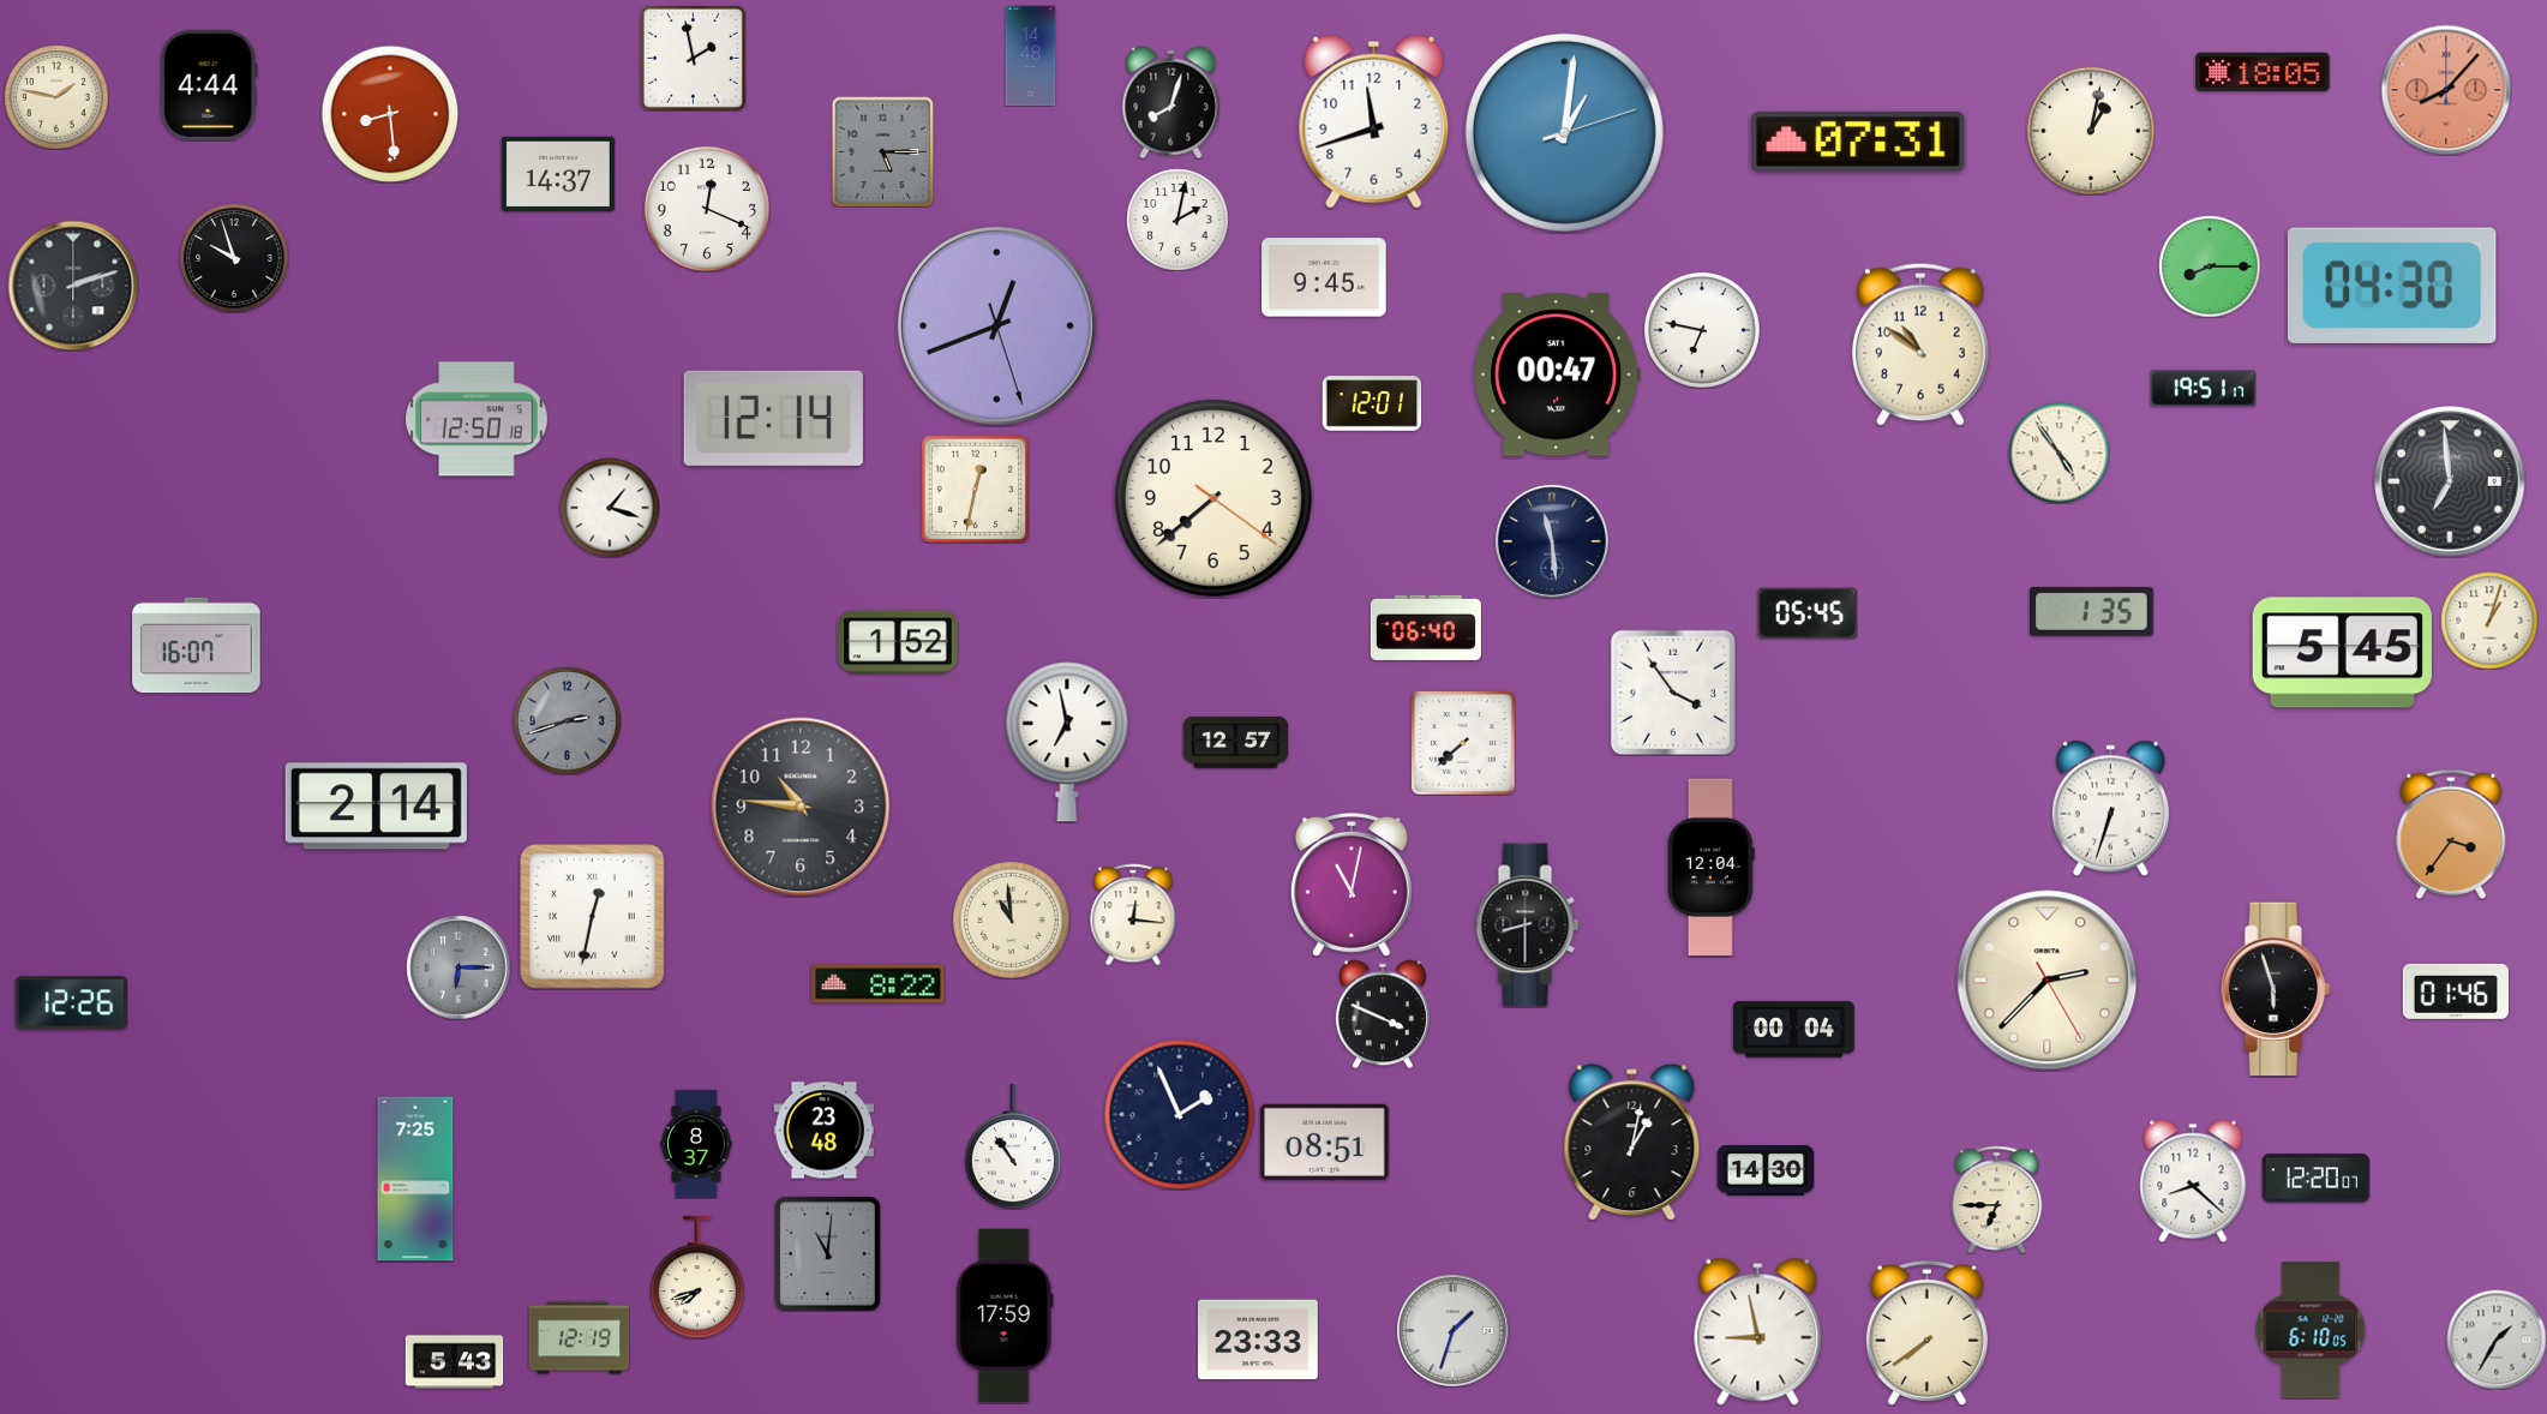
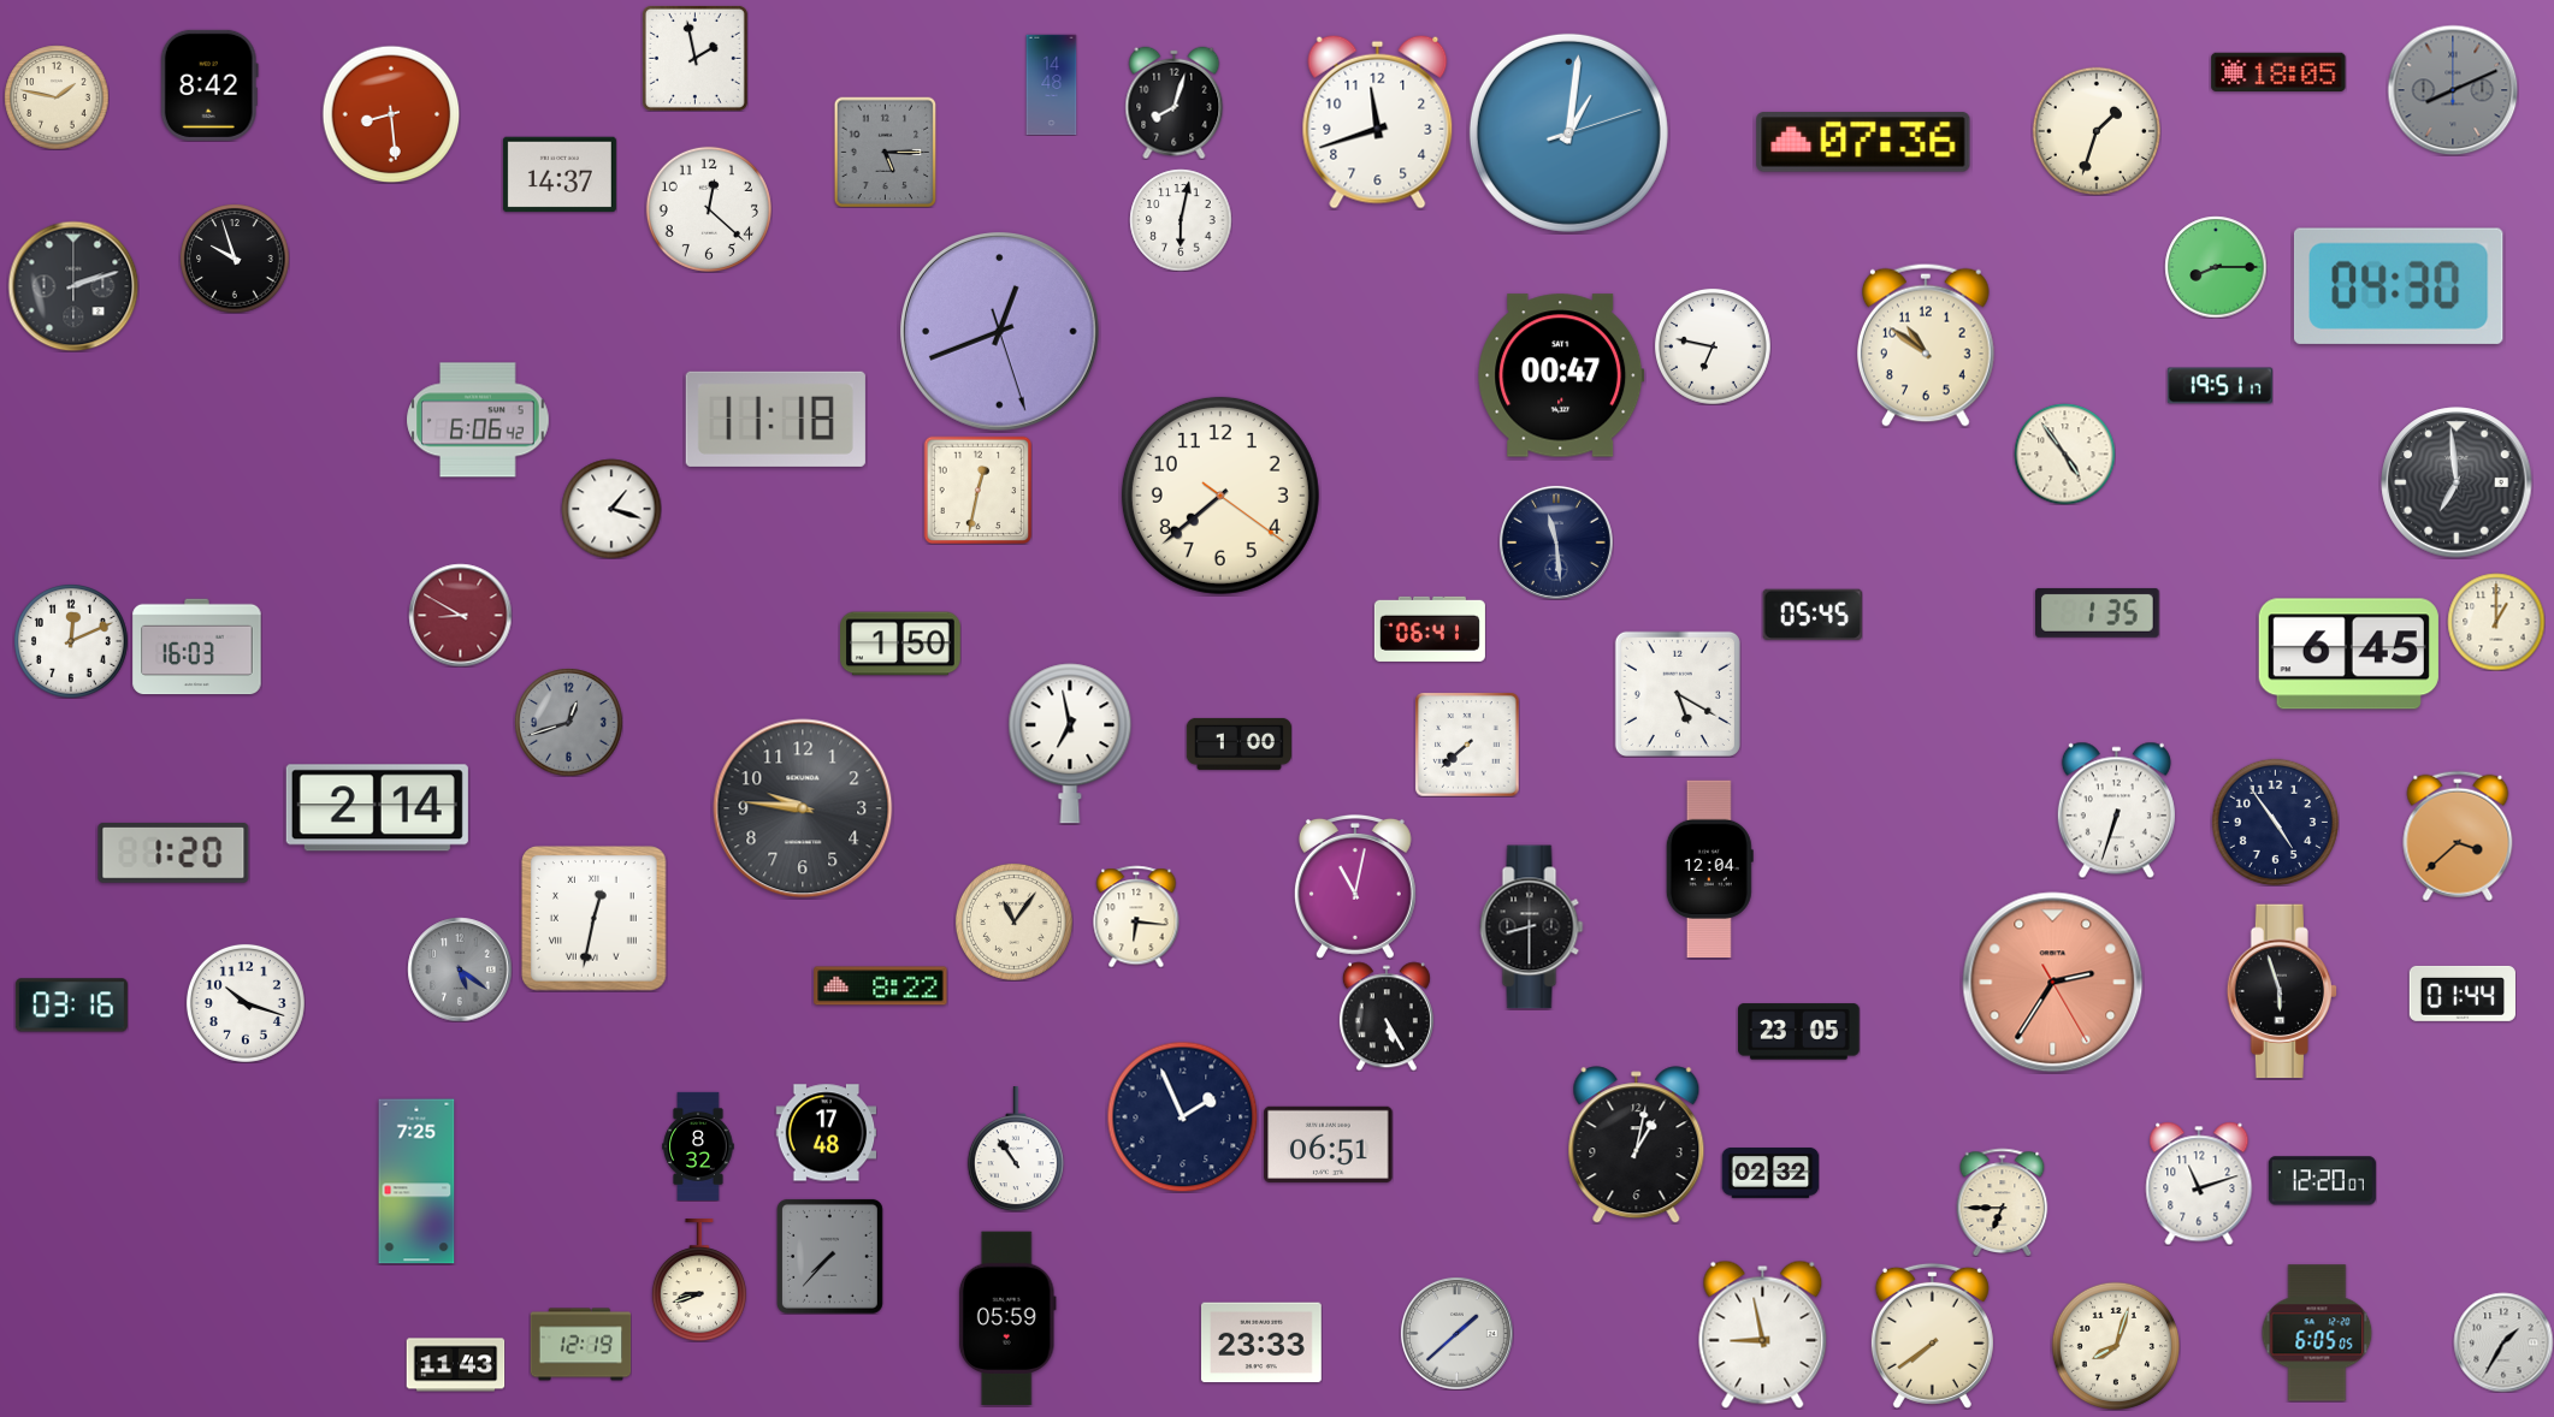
clock at (1031, 55) position: (1031, 55) -> (1052, 84)
clock at (2263, 72) position: (2263, 72) -> (2278, 72)
clock at (209, 85): 4:44 -> 8:42
clock at (2446, 90): 8:07 -> 8:11
clock at (2446, 90) dial: salmon -> grey
clock at (2091, 131): 1:02 -> 1:33
clock at (1858, 142): 07:31 -> 07:36
clock at (707, 209): 12:19 -> 12:22
clock at (1177, 220): 2:02 -> 6:02
clock at (1324, 277): 9:45 -> none
clock at (997, 326) position: (997, 326) -> (1000, 332)
clock at (1702, 330) position: (1702, 330) -> (1713, 346)
clock at (2203, 389) position: (2203, 389) -> (2219, 386)
clock at (1372, 403): 12:01 -> none
clock at (773, 418): 12:14 -> 11:18
clock at (477, 419): 12:50 -> 6:06
clock at (1213, 498) position: (1213, 498) -> (1220, 496)
clock at (460, 615): none -> 8:50
clock at (2489, 621): 1:03 -> 1:00
clock at (1426, 628): 06:40 -> 06:41
clock at (71, 641): none -> 12:11
clock at (899, 642): 1:52 -> 1:50
clock at (197, 646): 16:07 -> 16:03
clock at (2342, 653): 5:45 -> 6:45
clock at (1673, 693): 3:54 -> 5:20
clock at (567, 720): 2:42 -> 12:42
clock at (1235, 742): 12:57 -> 1:00
clock at (801, 807): 10:46 -> 9:46
clock at (2275, 822): none -> 4:54
clock at (2451, 834): 3:36 -> 3:38
clock at (173, 853): none -> 1:20
clock at (1710, 867) position: (1710, 867) -> (1709, 868)
clock at (1133, 915): 12:16 -> 6:16
clock at (1011, 919): 10:59 -> 11:06
clock at (459, 967): 6:15 -> 5:21
clock at (2048, 981): 2:37 -> 2:35
clock at (2048, 981) dial: cream -> salmon
clock at (2456, 991): 01:46 -> 01:44
clock at (246, 1003): none -> 10:18
clock at (71, 1003): 12:26 -> 03:16
clock at (1383, 1014): 3:49 -> 5:25
clock at (1794, 1030): 00:04 -> 23:05
clock at (823, 1131): 23:48 -> 17:48
clock at (1325, 1142): 08:51 -> 06:51
clock at (696, 1144): 8:37 -> 8:32
clock at (1766, 1172): 14:30 -> 02:32
clock at (2193, 1181): 8:22 -> 11:12
clock at (827, 1253): 11:01 -> 7:37
clock at (697, 1277): 7:42 -> 8:42
clock at (1005, 1316): 17:59 -> 05:59
clock at (1452, 1330): 1:33 -> 1:38
clock at (2311, 1330): 6:10 -> 6:05
clock at (579, 1338) position: (579, 1338) -> (580, 1345)
clock at (2116, 1346): none -> 8:03
clock at (454, 1362): 5:43 -> 11:43
